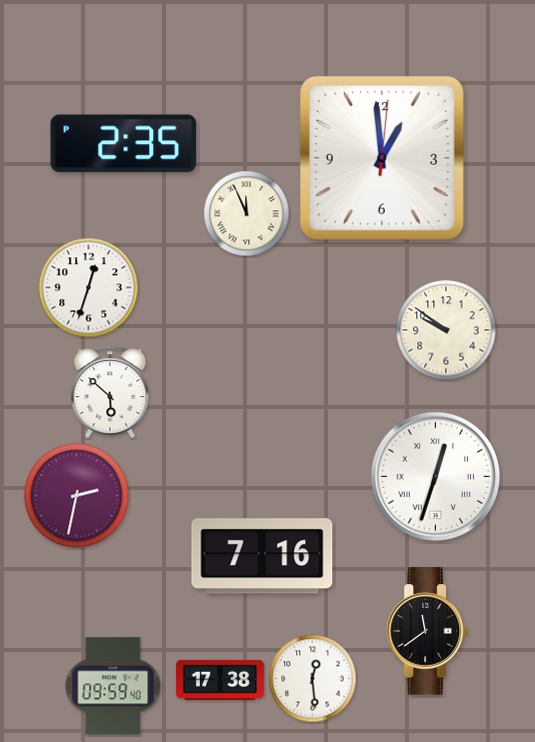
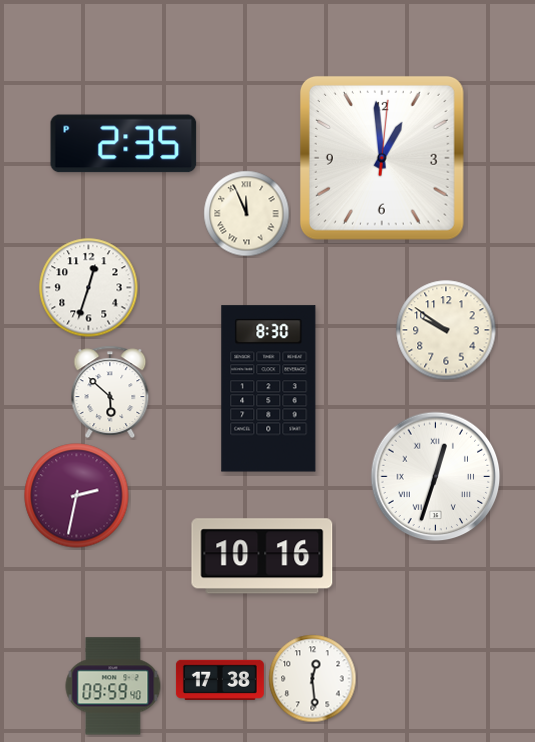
clock at (269, 389): none -> 8:30
clock at (262, 556): 7:16 -> 10:16
clock at (426, 631): 11:39 -> none
